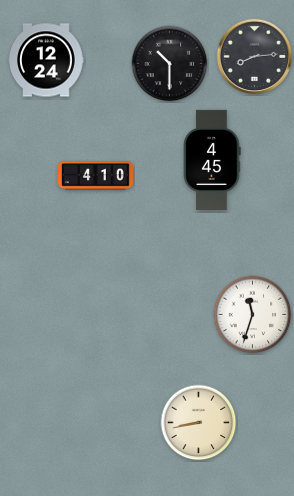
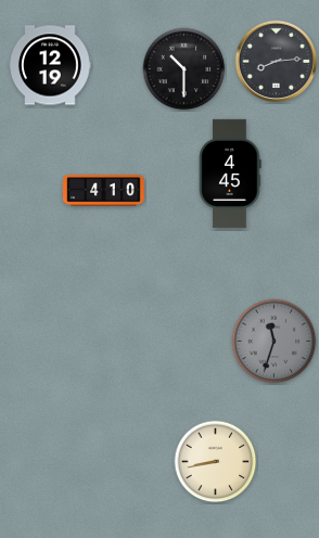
clock at (46, 60): 12:24 -> 12:19
clock at (253, 315) dial: white -> grey
clock at (199, 423) position: (199, 423) -> (216, 462)
